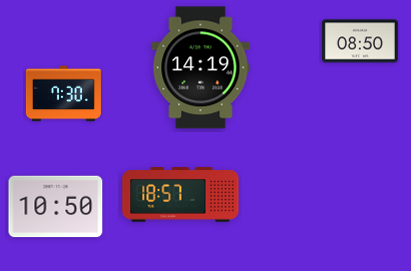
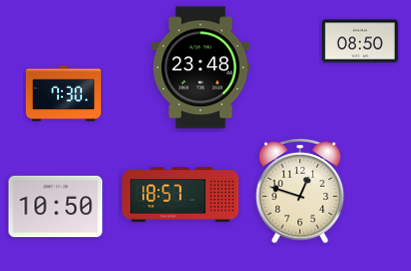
clock at (201, 68): 14:19 -> 23:48
clock at (300, 191): none -> 12:48
